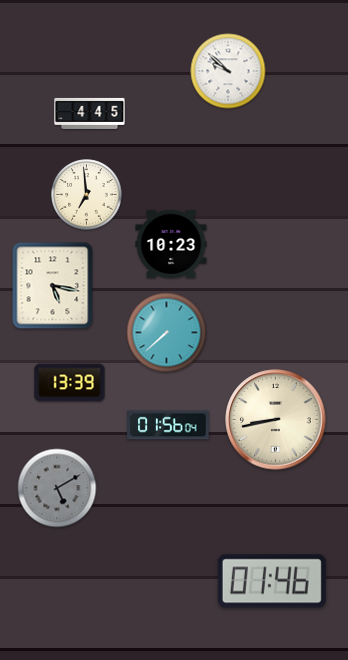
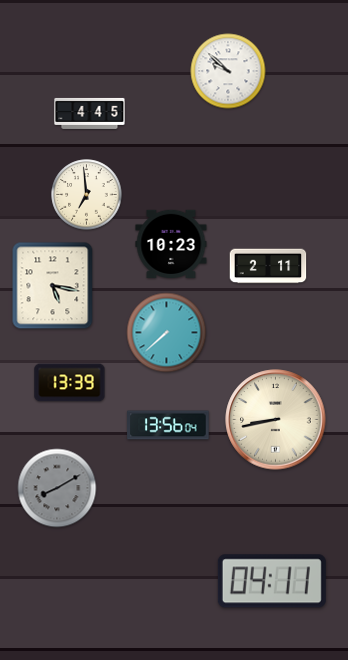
clock at (268, 266): none -> 2:11
clock at (168, 425): 01:56 -> 13:56
clock at (57, 488): 5:10 -> 8:10
clock at (272, 581): 01:46 -> 04:11
